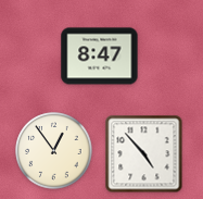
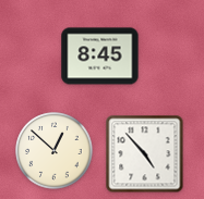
clock at (100, 57): 8:47 -> 8:45
clock at (54, 151): 12:54 -> 12:52
